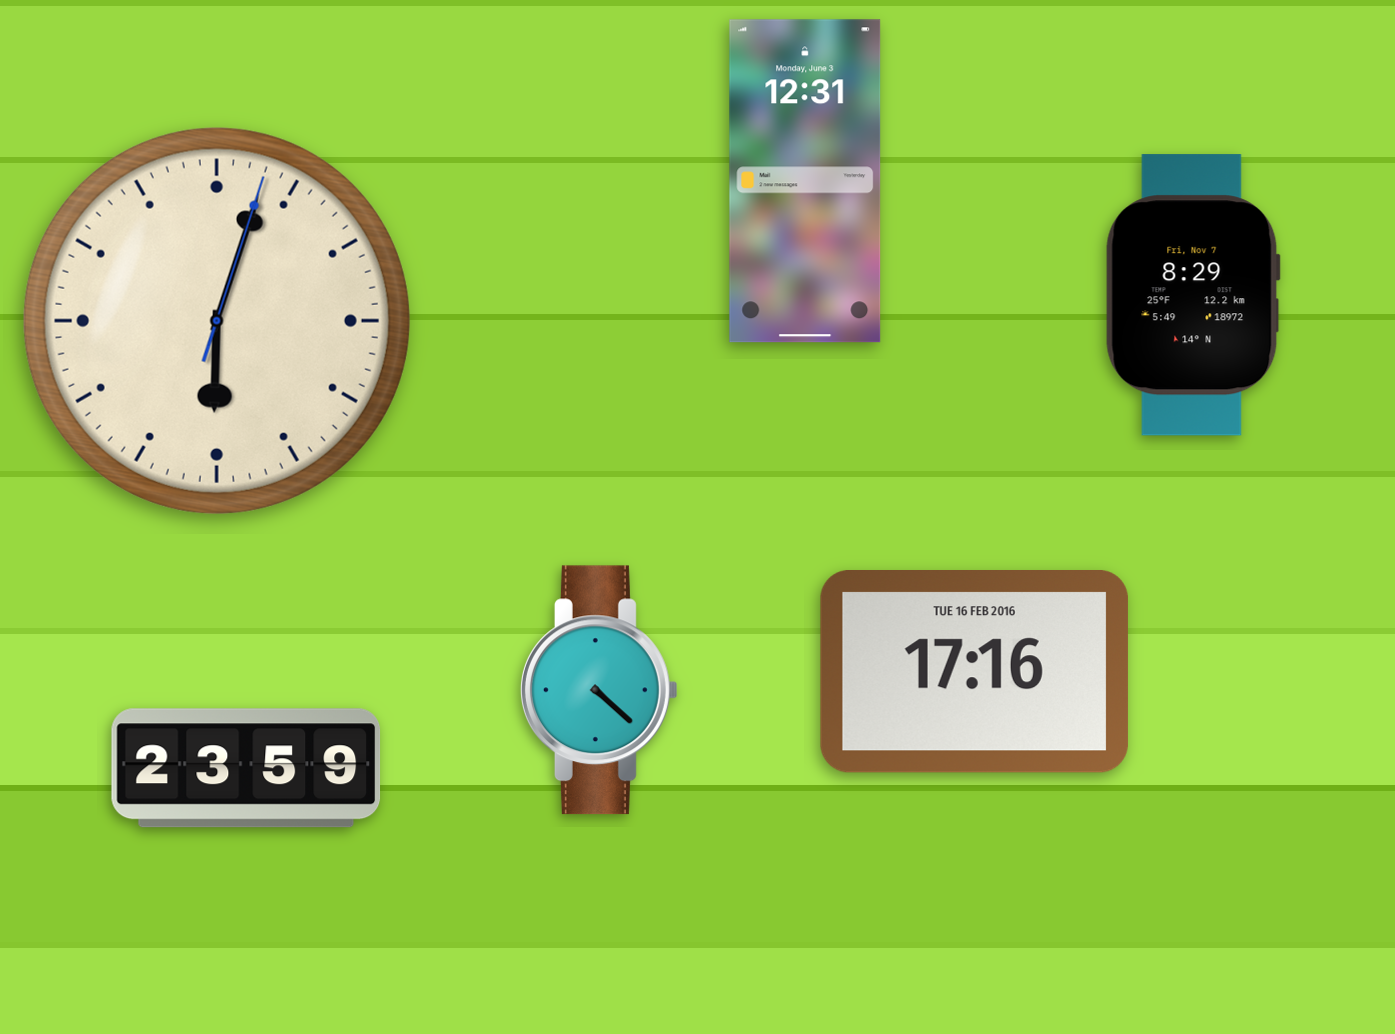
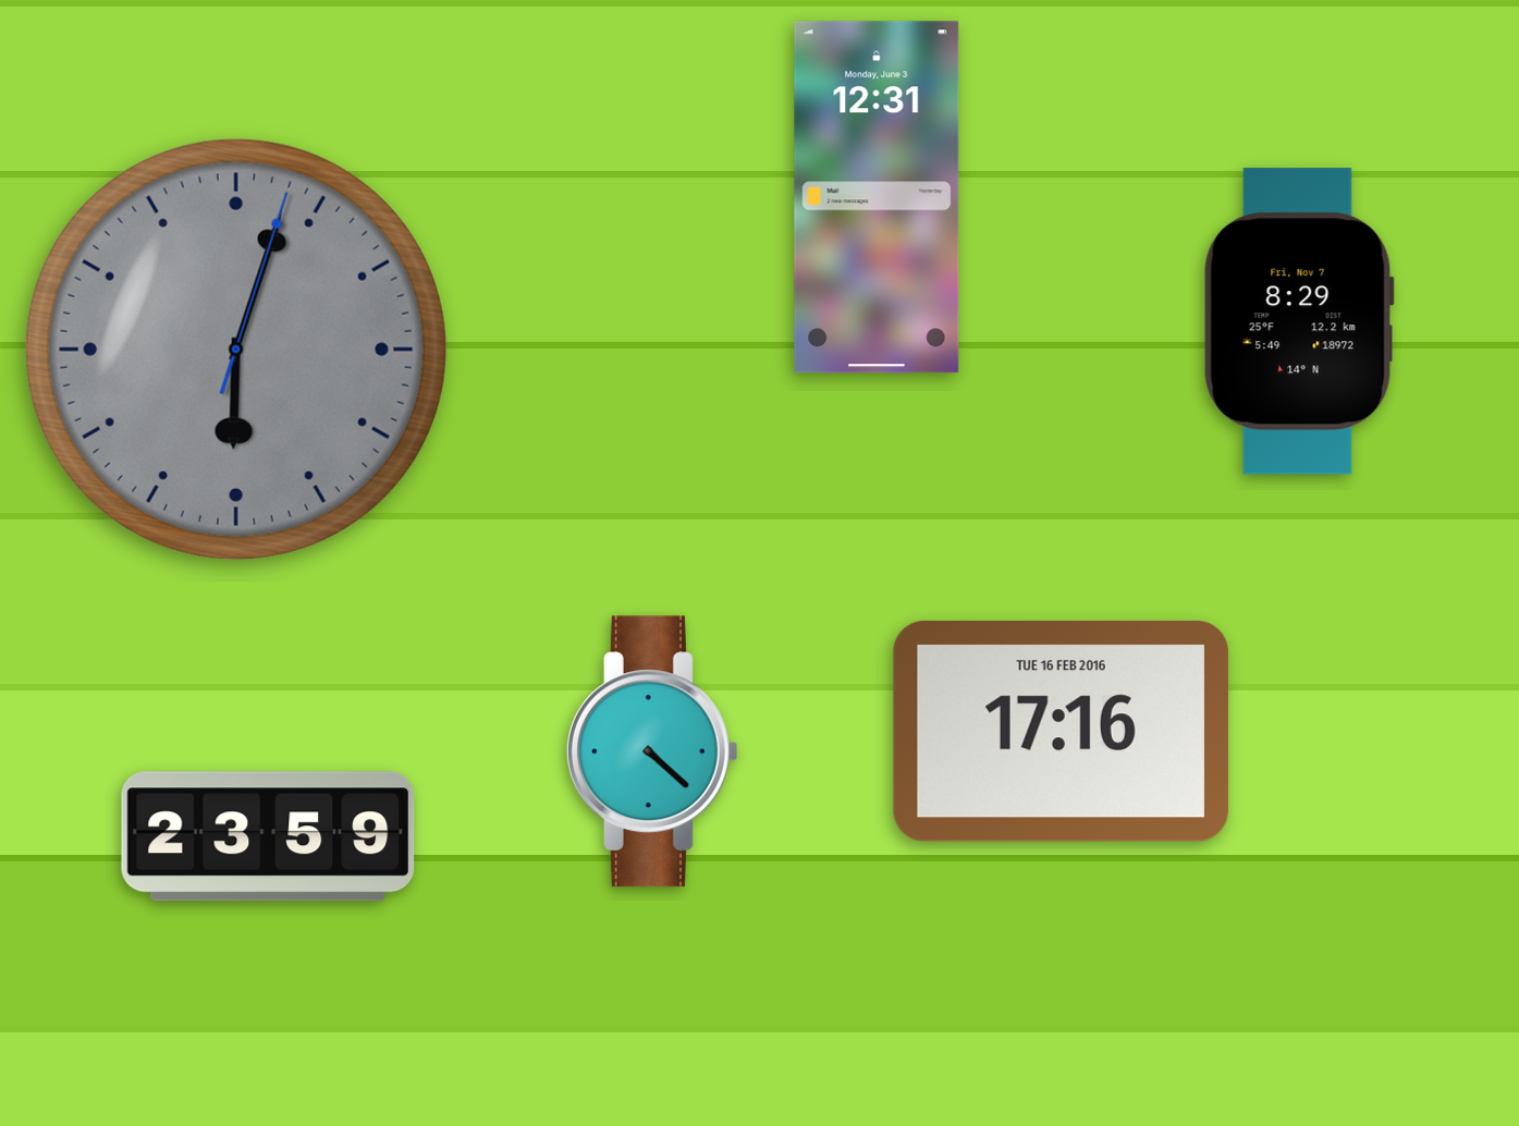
clock at (217, 321) dial: cream -> grey
